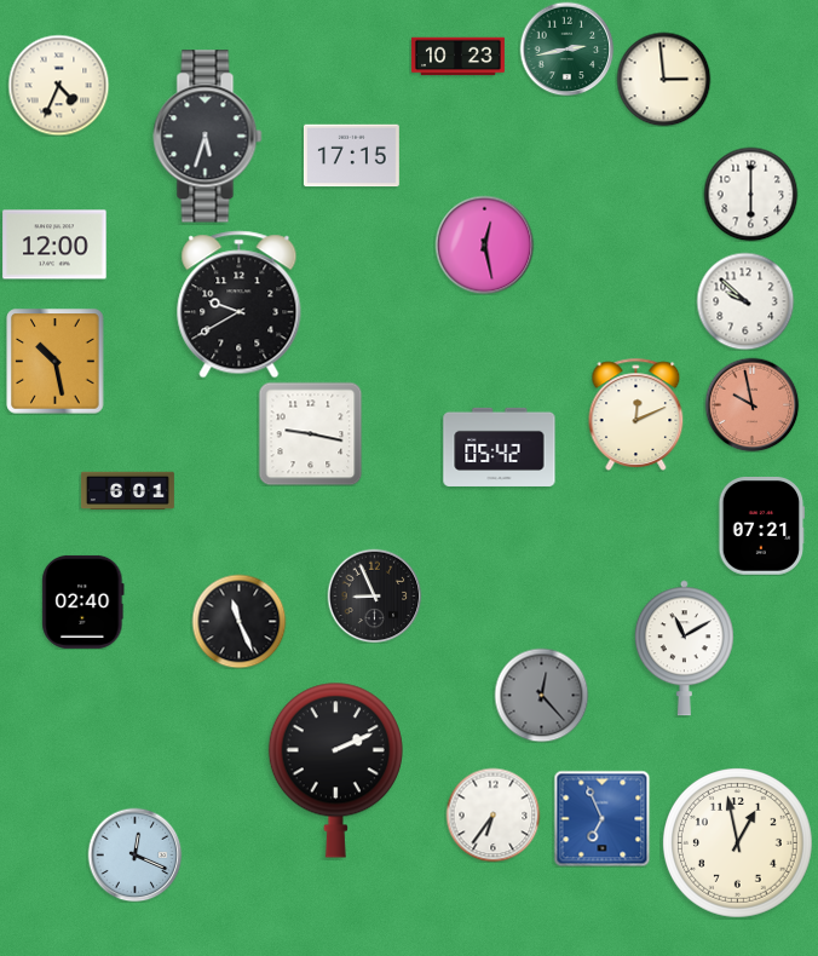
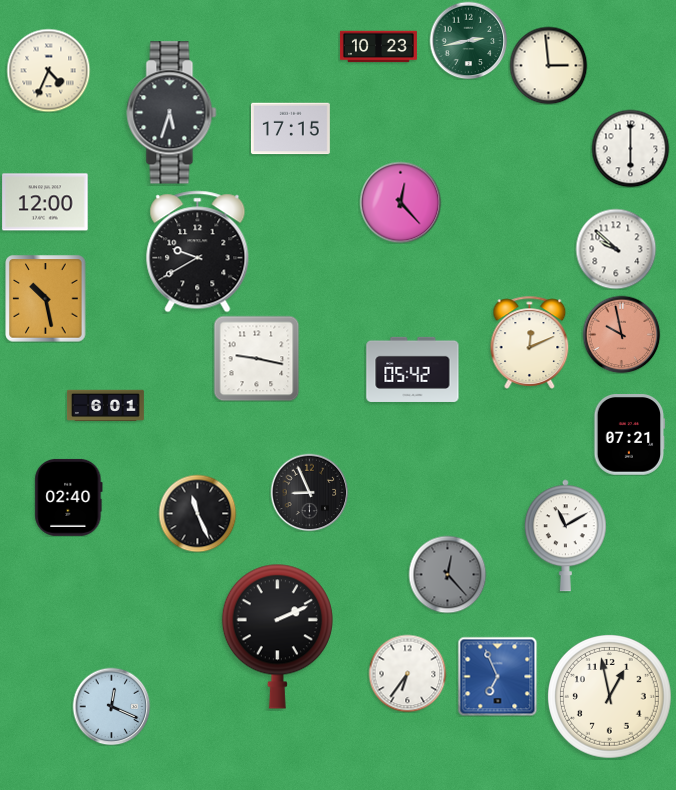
clock at (750, 194) position: (750, 194) -> (630, 148)
clock at (484, 244): 12:28 -> 12:23
clock at (636, 414) position: (636, 414) -> (530, 342)
